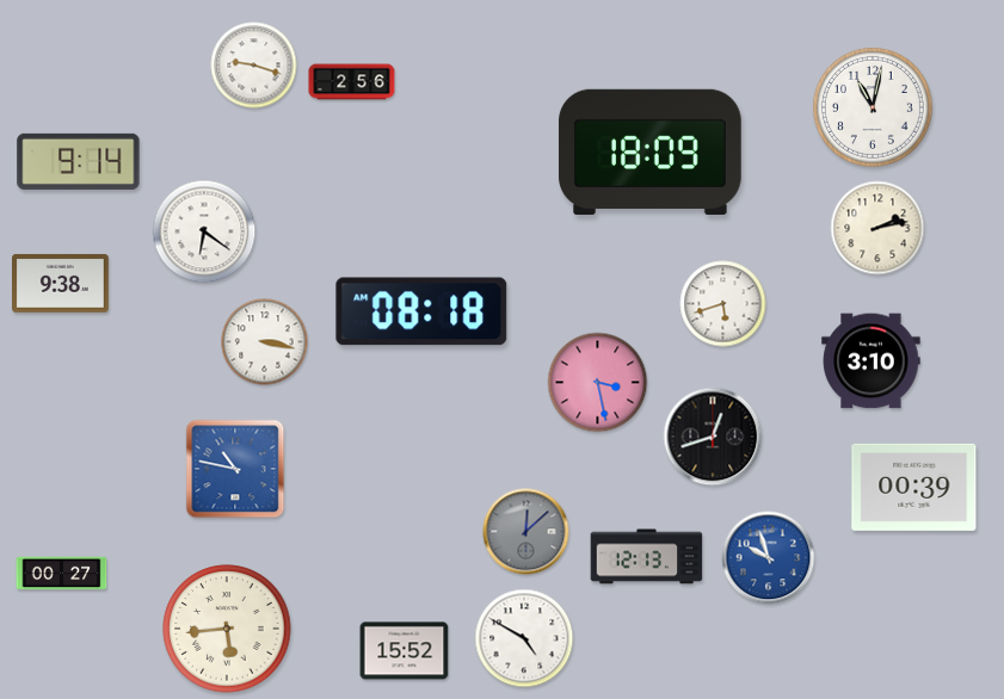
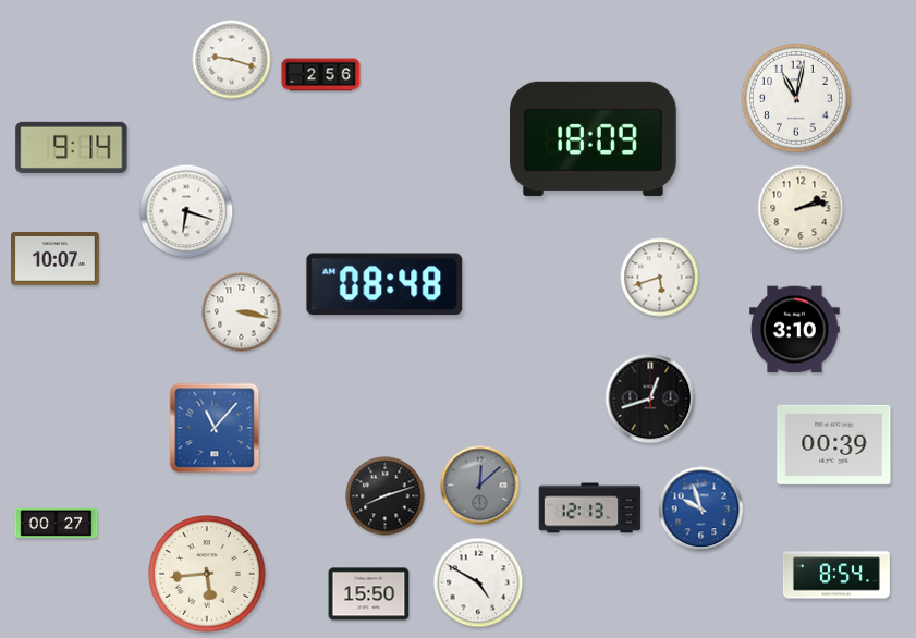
clock at (204, 231): 6:21 -> 6:18
clock at (61, 283): 9:38 -> 10:07
clock at (421, 311): 08:18 -> 08:48
clock at (598, 383): 3:28 -> none
clock at (235, 469): 10:47 -> 11:07
clock at (386, 496): none -> 8:12
clock at (836, 575): none -> 8:54
clock at (405, 651): 15:52 -> 15:50
